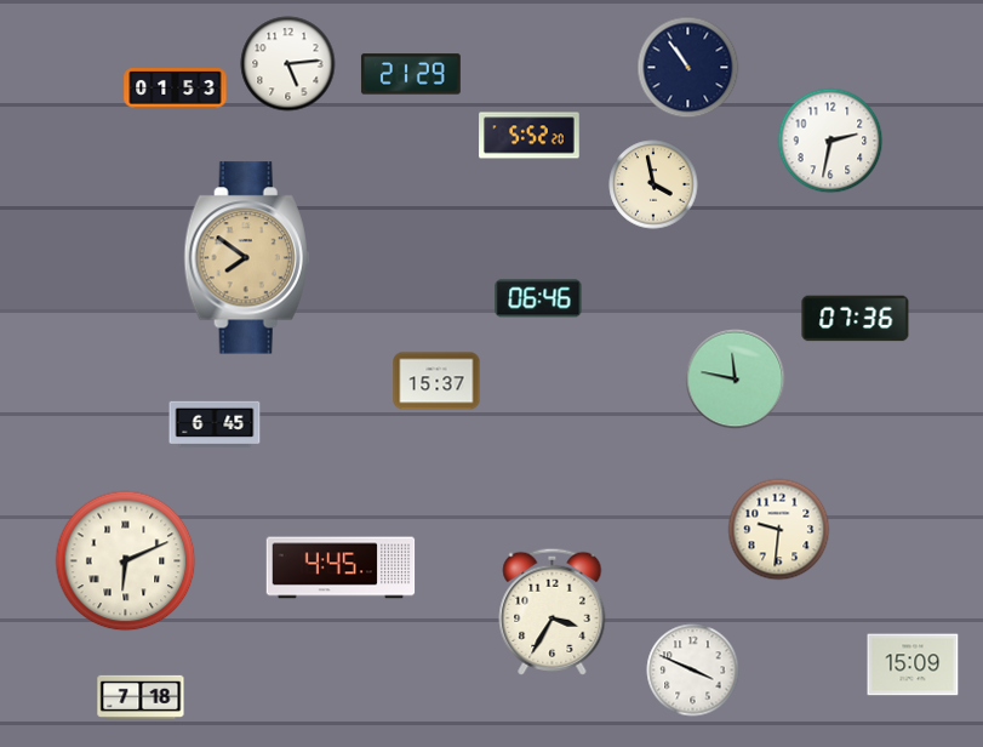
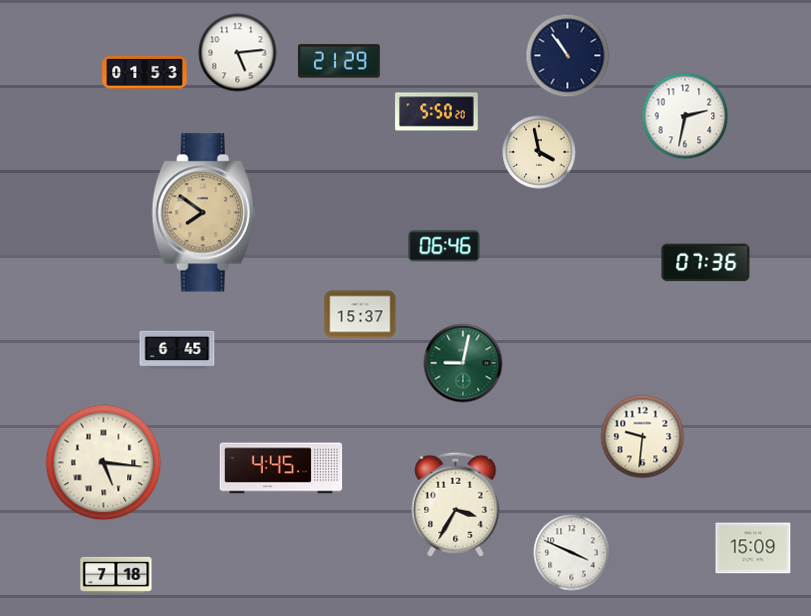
clock at (530, 136): 5:52 -> 5:50
clock at (736, 380): 11:47 -> none
clock at (463, 363): none -> 9:02
clock at (126, 561): 6:11 -> 5:16
